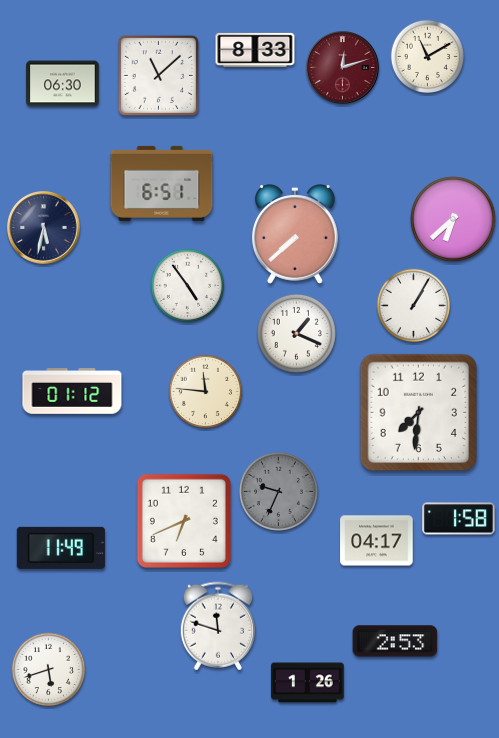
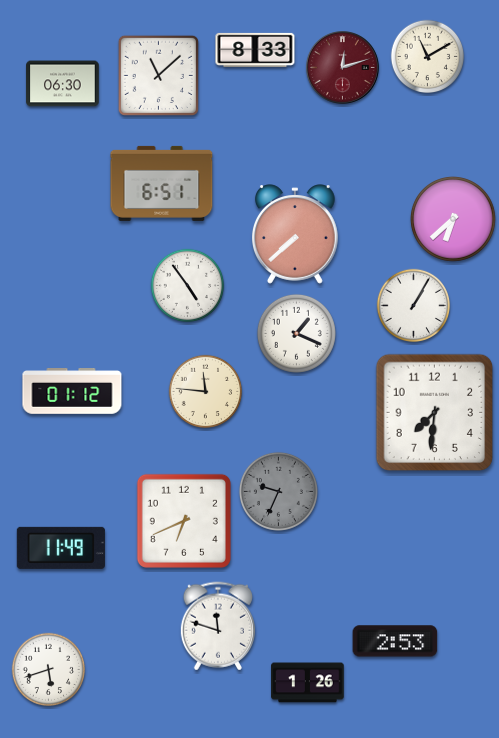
clock at (44, 228): 5:32 -> none
clock at (419, 413) position: (419, 413) -> (435, 413)
clock at (459, 519): 1:58 -> none
clock at (377, 541): 04:17 -> none
